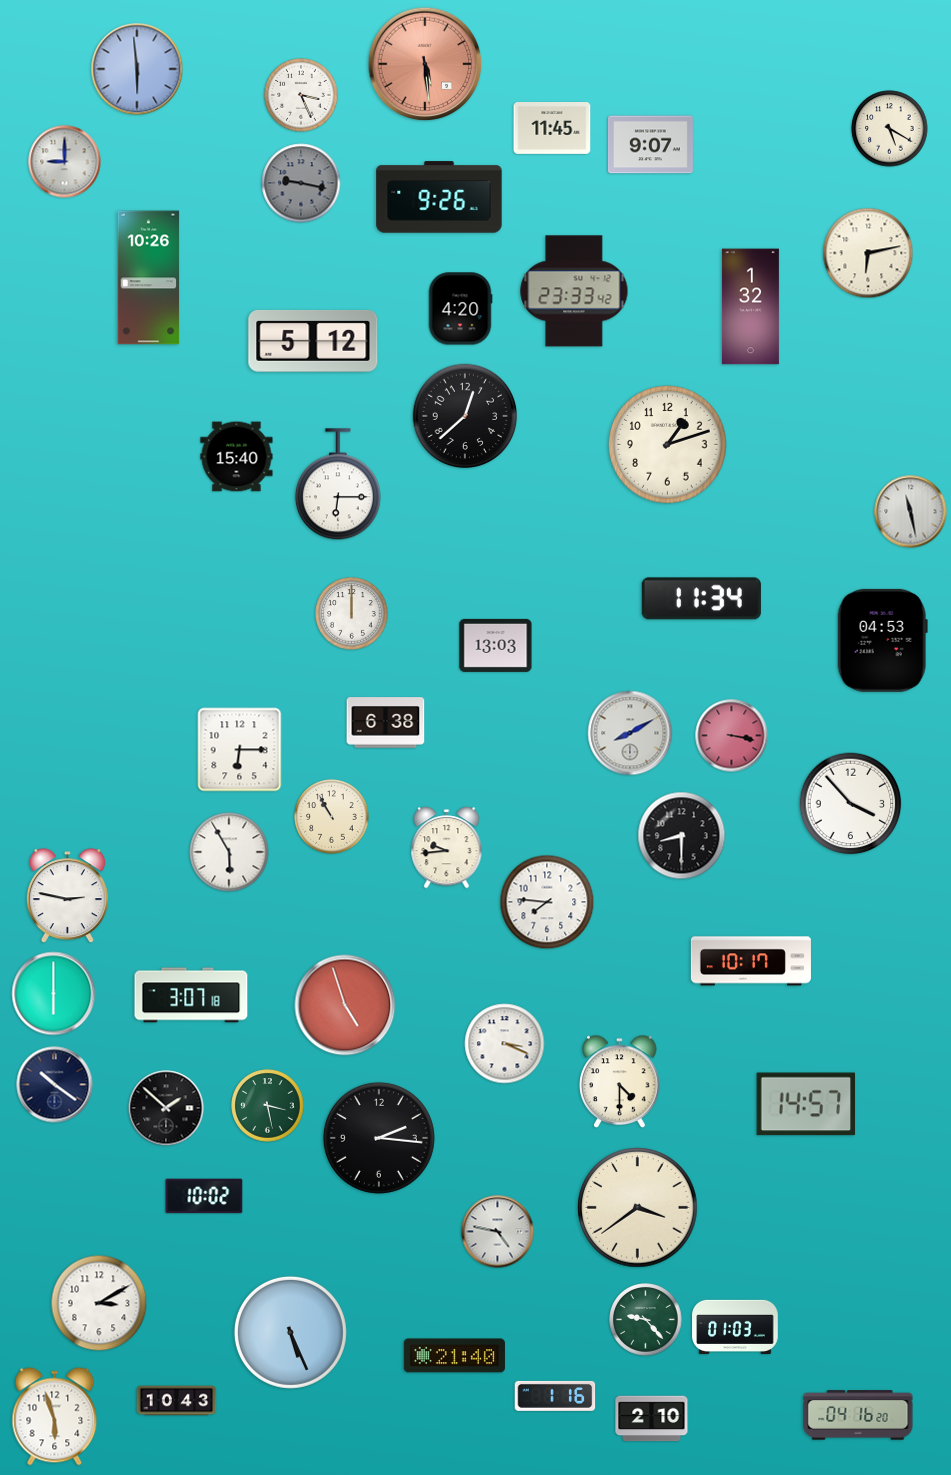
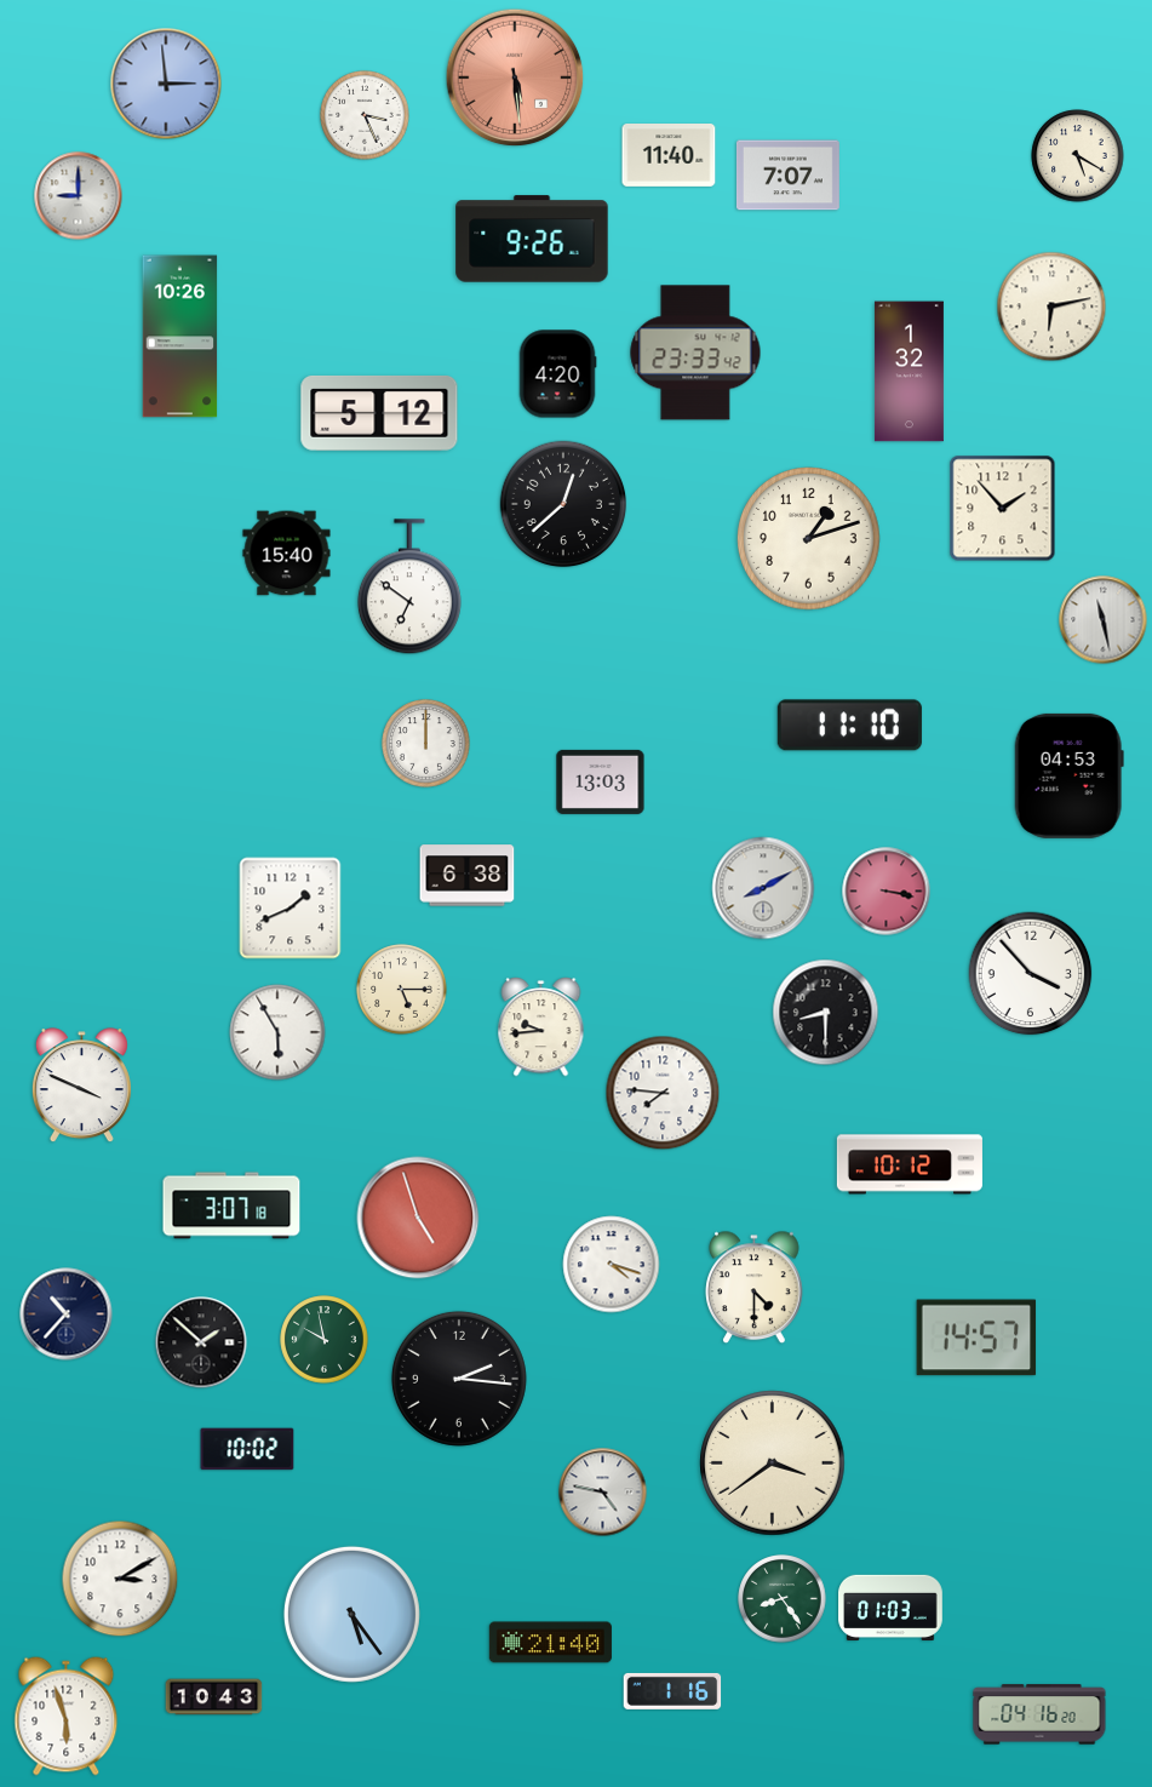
clock at (137, 69): 5:59 -> 2:59
clock at (552, 129): 11:45 -> 11:40
clock at (650, 145): 9:07 -> 7:07
clock at (301, 183): 9:17 -> none
clock at (1003, 509): none -> 1:53
clock at (338, 485): 6:15 -> 6:51
clock at (701, 599): 11:34 -> 11:10
clock at (240, 750): 6:15 -> 1:41
clock at (332, 817): 10:55 -> 5:15
clock at (67, 896): 2:47 -> 3:49
clock at (751, 961): 10:17 -> 10:12
clock at (54, 994): 6:00 -> none
clock at (505, 1044): 3:19 -> 4:18
clock at (620, 1082) position: (620, 1082) -> (755, 1288)
clock at (55, 1085): 10:21 -> 10:37
clock at (268, 1106): 3:28 -> 9:58
clock at (646, 1320): 9:23 -> 8:24
clock at (290, 1332): 5:26 -> 5:24
clock at (652, 1419): 2:10 -> none
